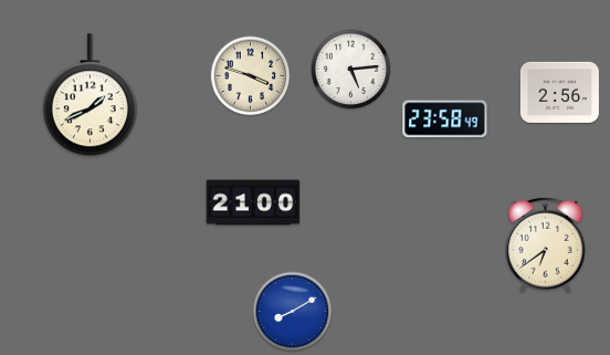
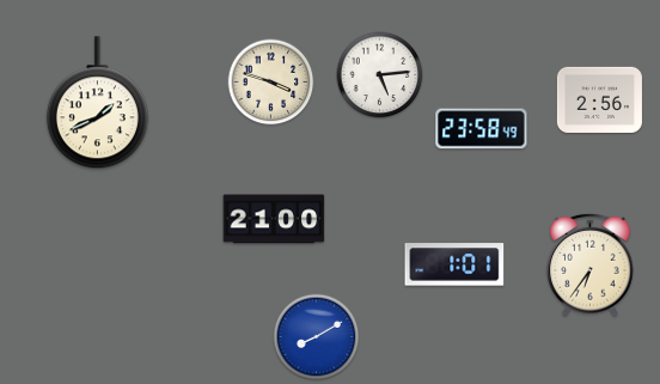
clock at (559, 92) position: (559, 92) -> (599, 99)
clock at (454, 264): none -> 1:01
clock at (546, 244): 6:39 -> 6:36
